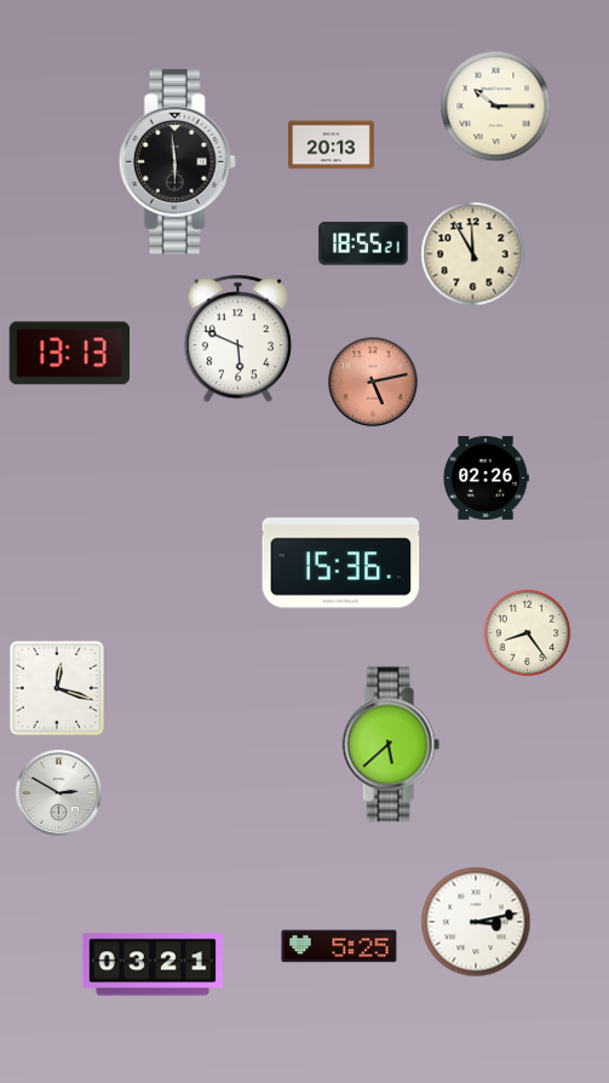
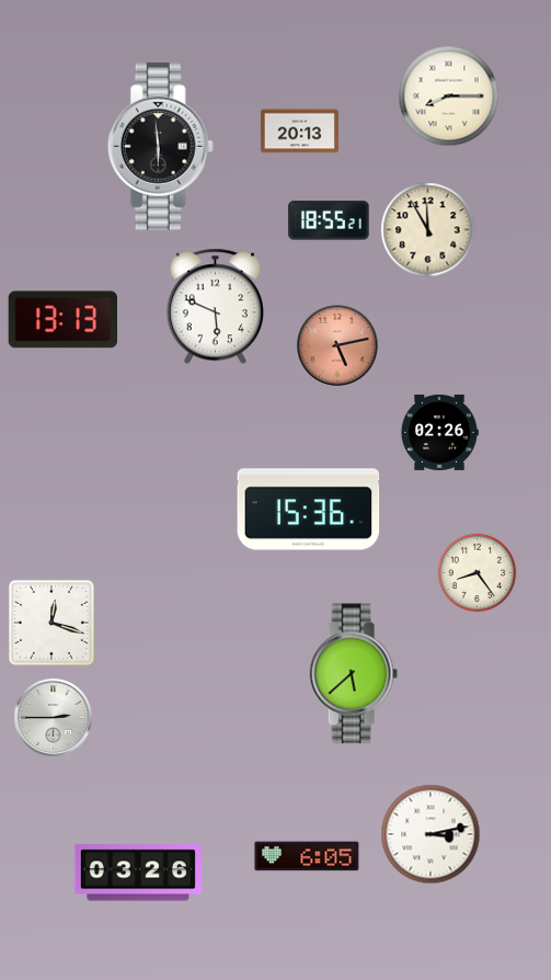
clock at (496, 107): 10:15 -> 8:15
clock at (58, 792): 2:50 -> 2:45
clock at (339, 946): 5:25 -> 6:05
clock at (153, 964): 03:21 -> 03:26
